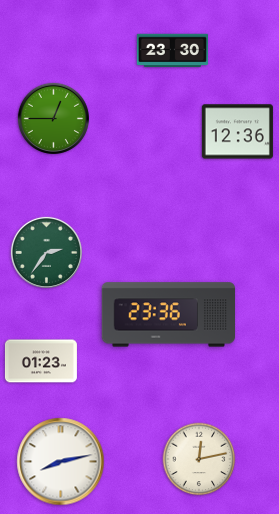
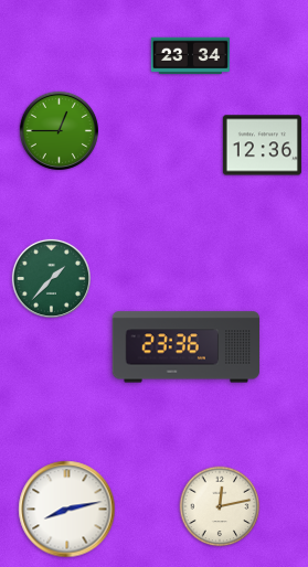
clock at (172, 51): 23:30 -> 23:34
clock at (46, 252): 2:36 -> 1:37
clock at (41, 361): 01:23 -> none
